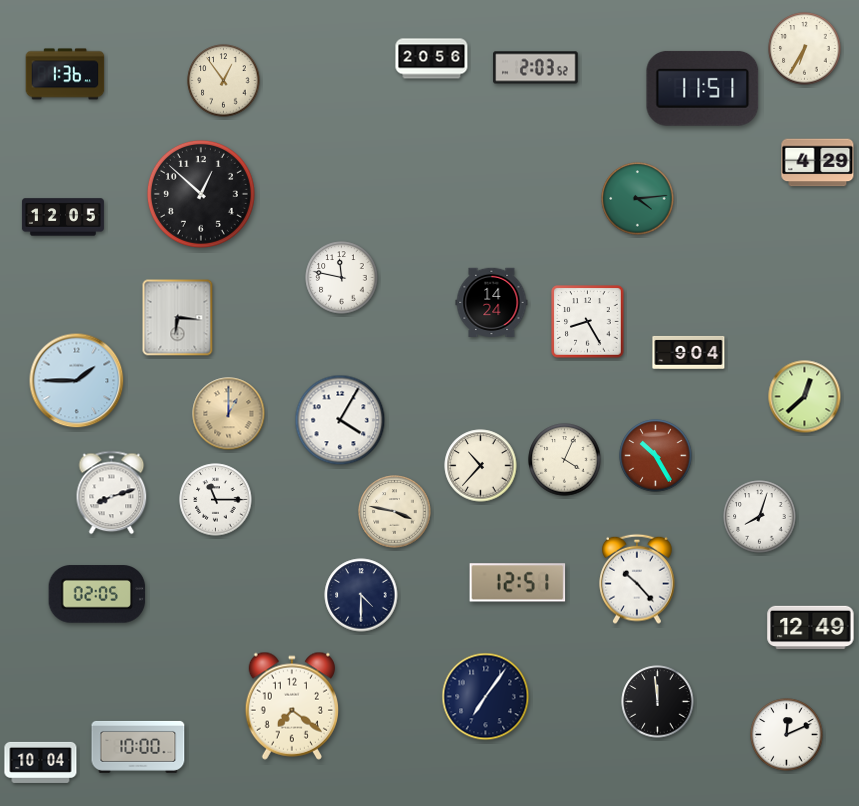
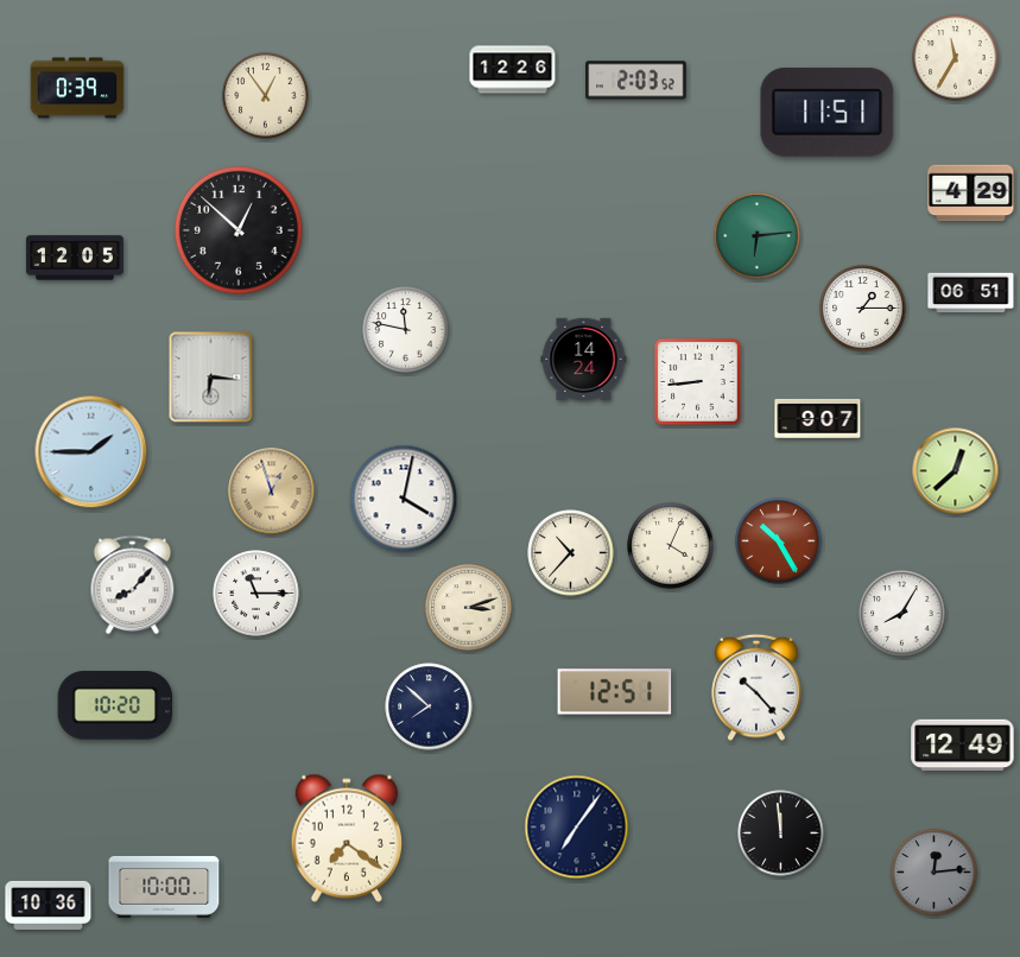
clock at (805, 49): 6:35 -> 11:35
clock at (432, 59): 20:56 -> 12:26
clock at (65, 74): 1:36 -> 0:39
clock at (703, 88) position: (703, 88) -> (828, 112)
clock at (638, 199): 4:14 -> 6:14
clock at (971, 293): none -> 06:51
clock at (863, 309): none -> 1:15
clock at (588, 322): 8:25 -> 8:44
clock at (689, 352): 9:04 -> 9:07
clock at (229, 414): 1:00 -> 12:57
clock at (340, 420): 4:05 -> 4:02
clock at (112, 493): 8:12 -> 8:07
clock at (395, 512): 3:47 -> 3:12
clock at (760, 517): 8:03 -> 8:05
clock at (97, 594): 02:05 -> 10:20
clock at (361, 595): 4:30 -> 7:52
clock at (787, 735): 12:11 -> 12:14
clock at (787, 735) dial: white -> grey
clock at (41, 762): 10:04 -> 10:36
